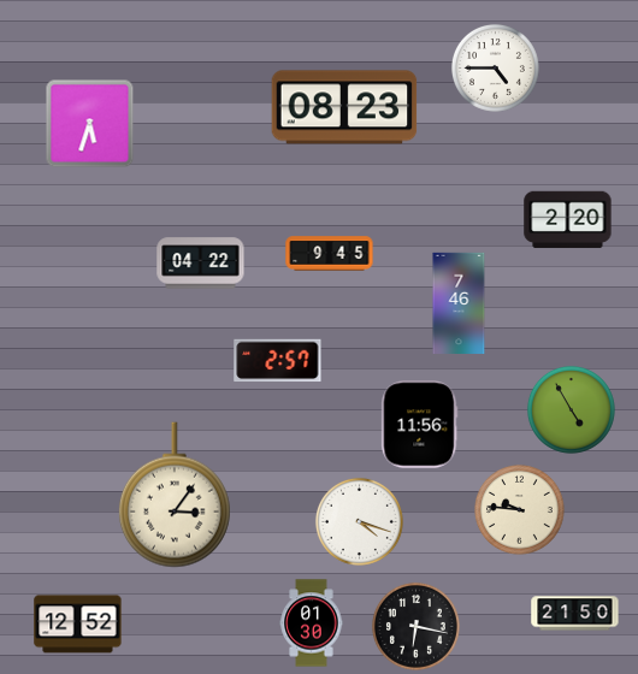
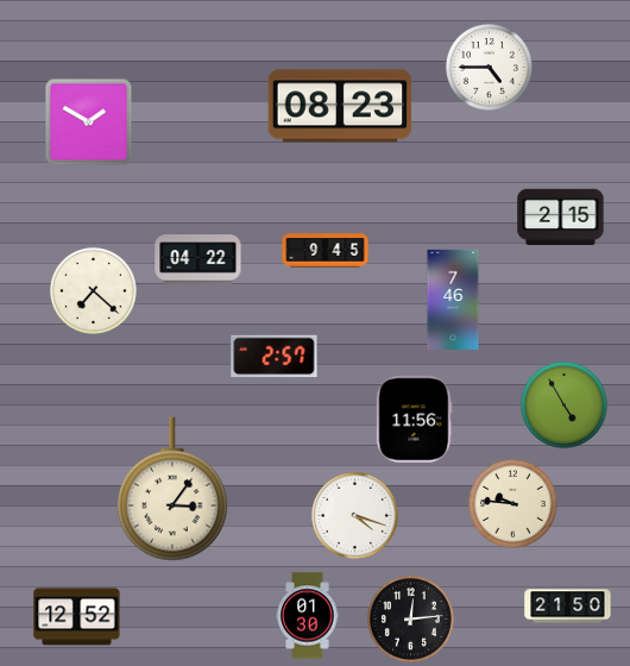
clock at (90, 124): 5:33 -> 1:50
clock at (568, 220): 2:20 -> 2:15
clock at (93, 290): none -> 7:22
clock at (415, 626): 6:17 -> 12:14
